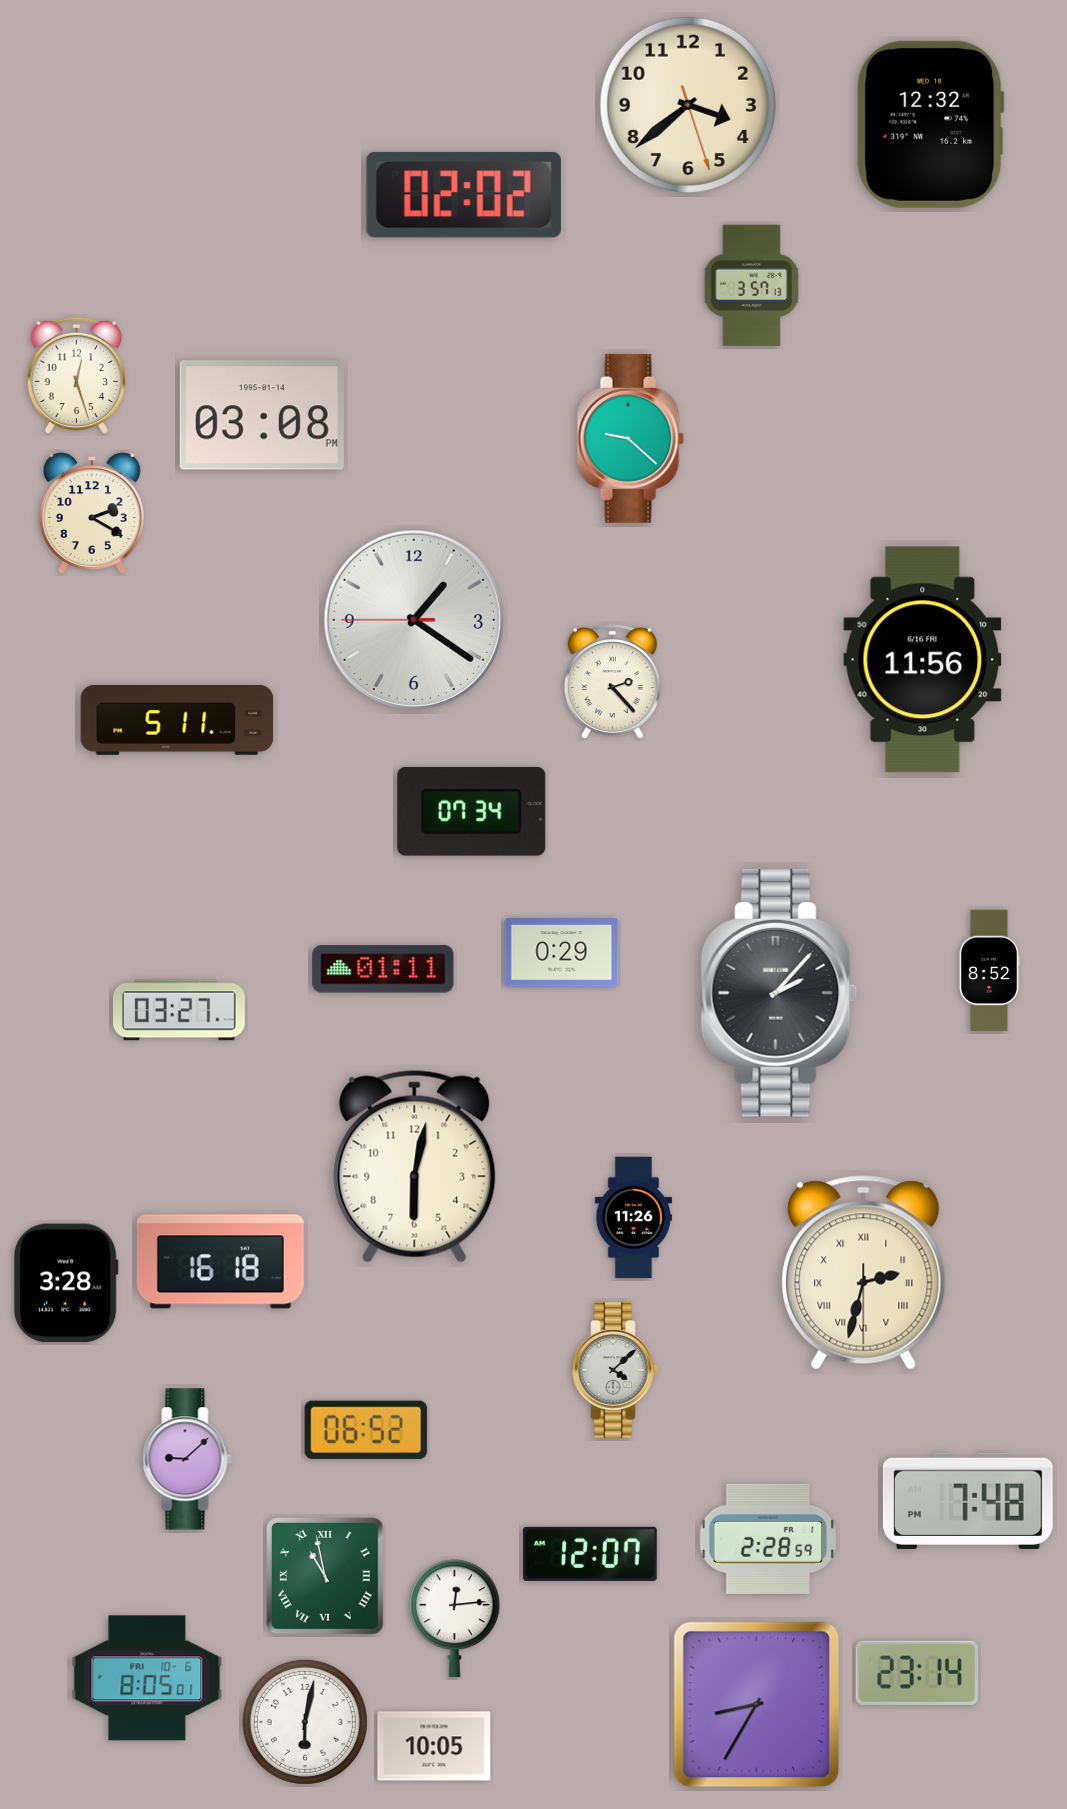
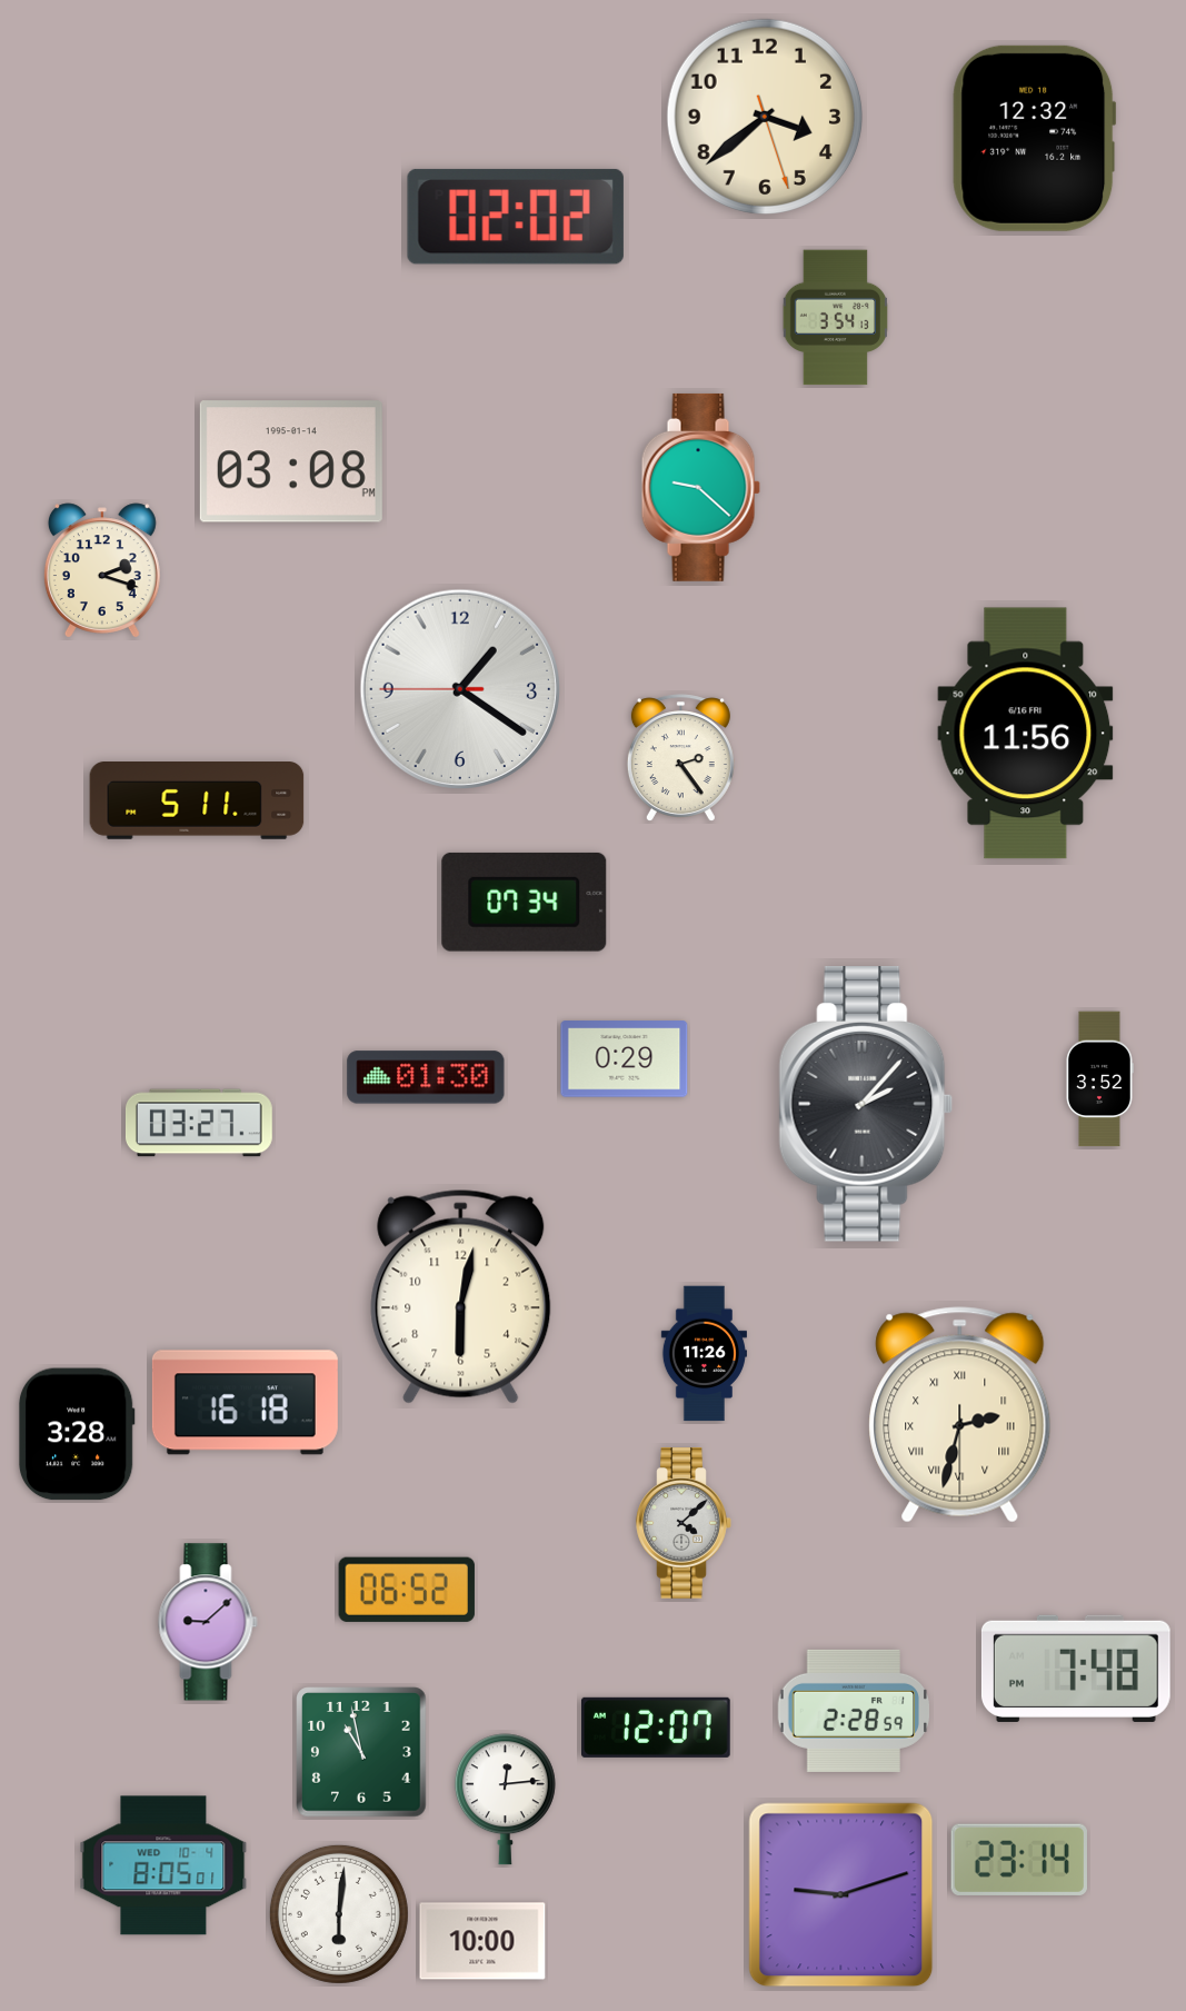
clock at (751, 286): 3:57 -> 3:54
clock at (76, 376): 12:27 -> none
clock at (92, 513): 2:20 -> 2:18
clock at (612, 681): 2:23 -> 2:24
clock at (383, 969): 01:11 -> 01:30
clock at (989, 971): 8:52 -> 3:52
clock at (66, 1283) position: (66, 1283) -> (77, 1434)
clock at (325, 1576) numerals: Roman -> Arabic
clock at (147, 1678) date: FRI 10-6 -> WED 10-4
clock at (757, 1705): 8:35 -> 9:12
clock at (305, 1722): 6:02 -> 6:01
clock at (434, 1746): 10:05 -> 10:00
